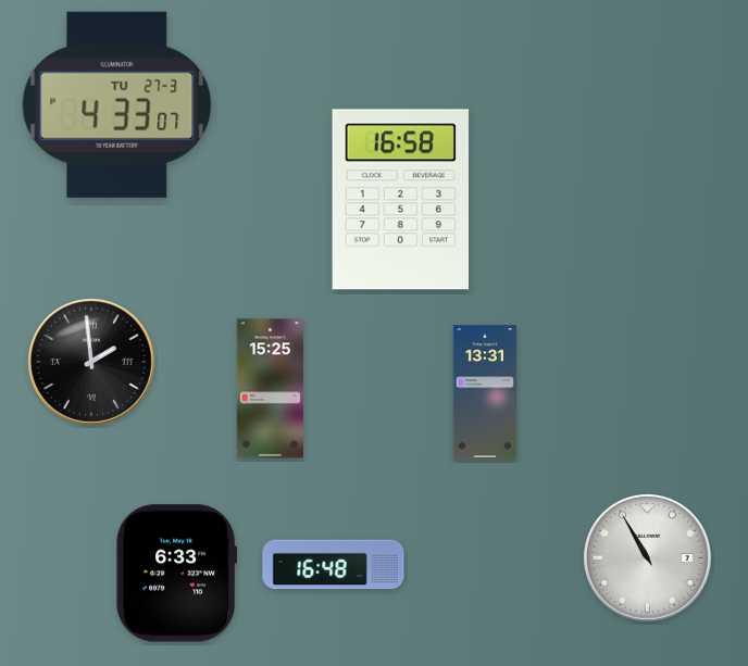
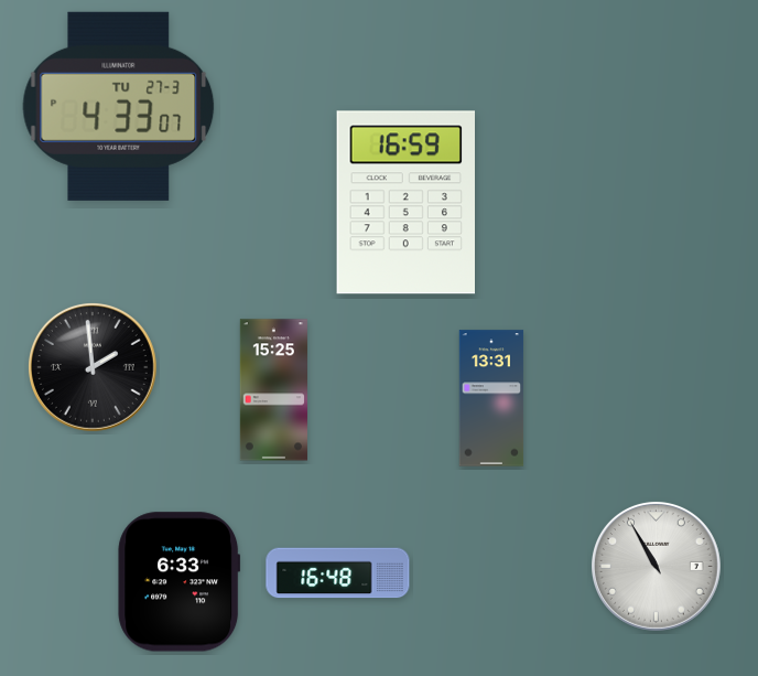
clock at (400, 200): 16:58 -> 16:59
clock at (270, 389) position: (270, 389) -> (273, 390)
